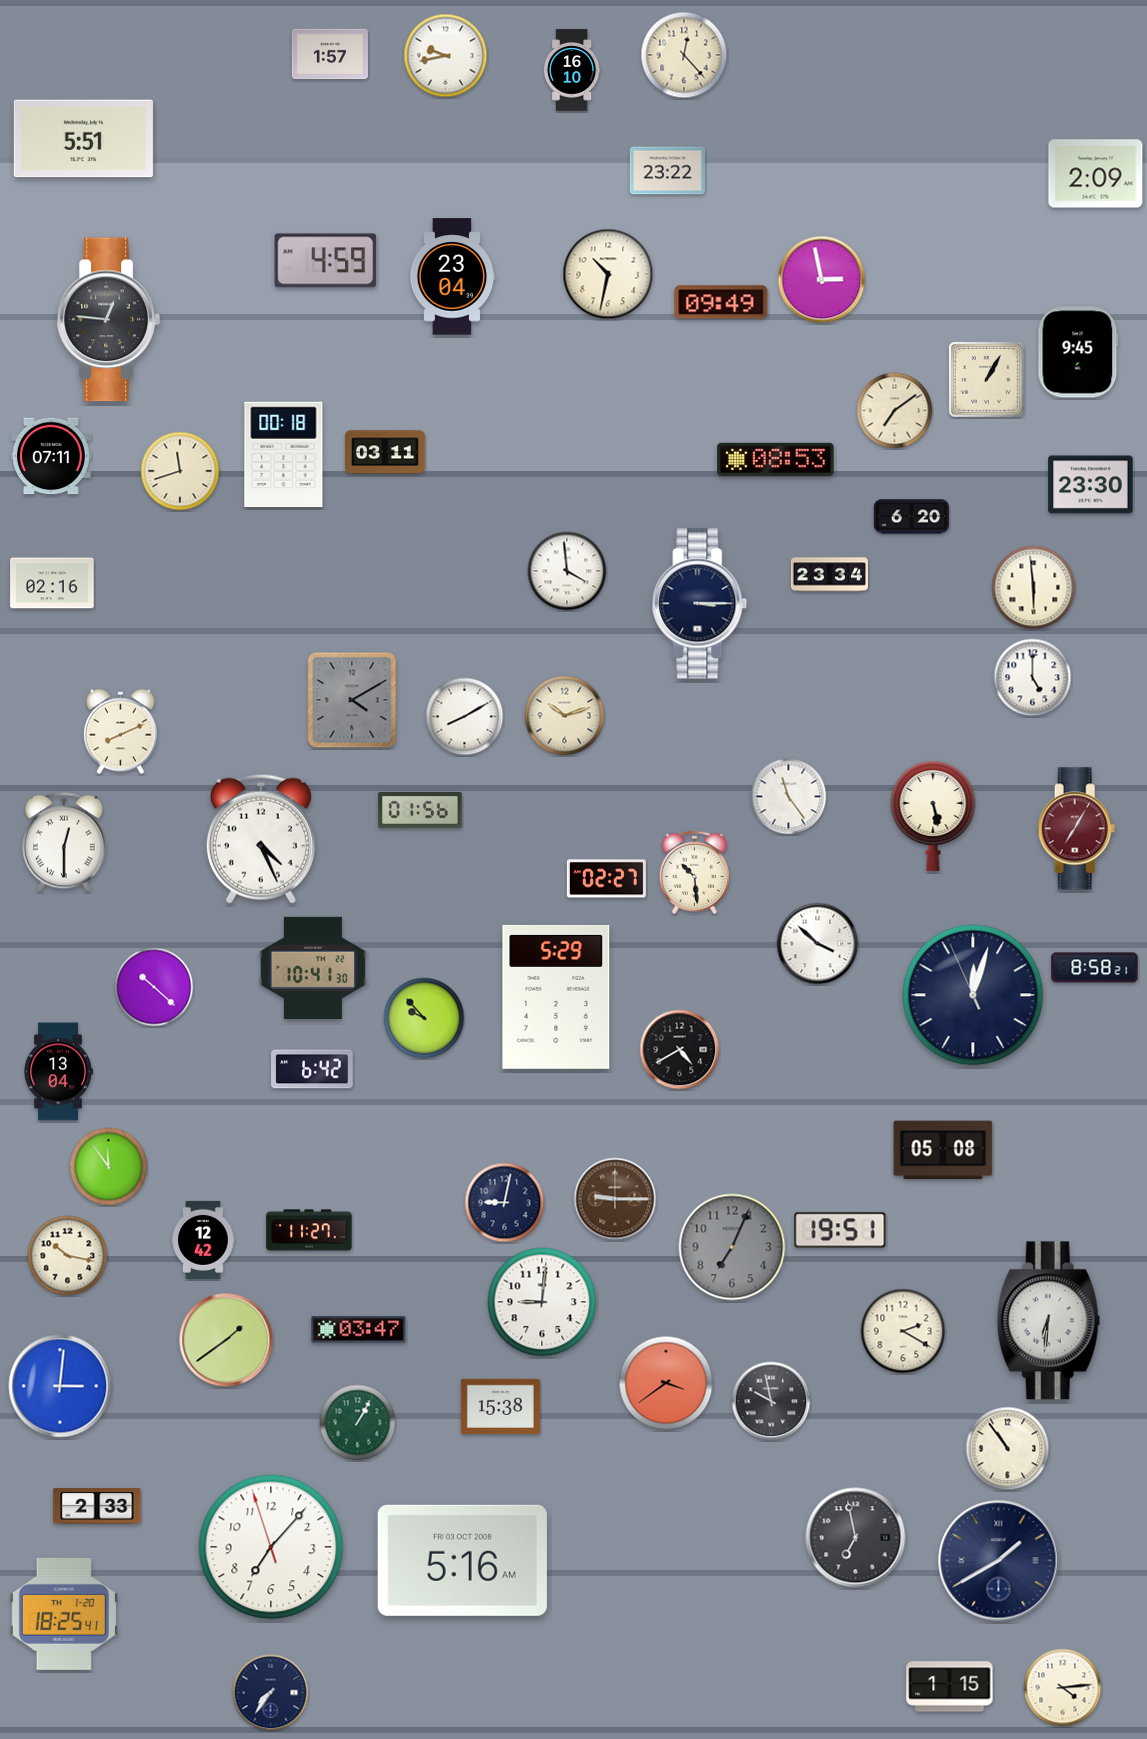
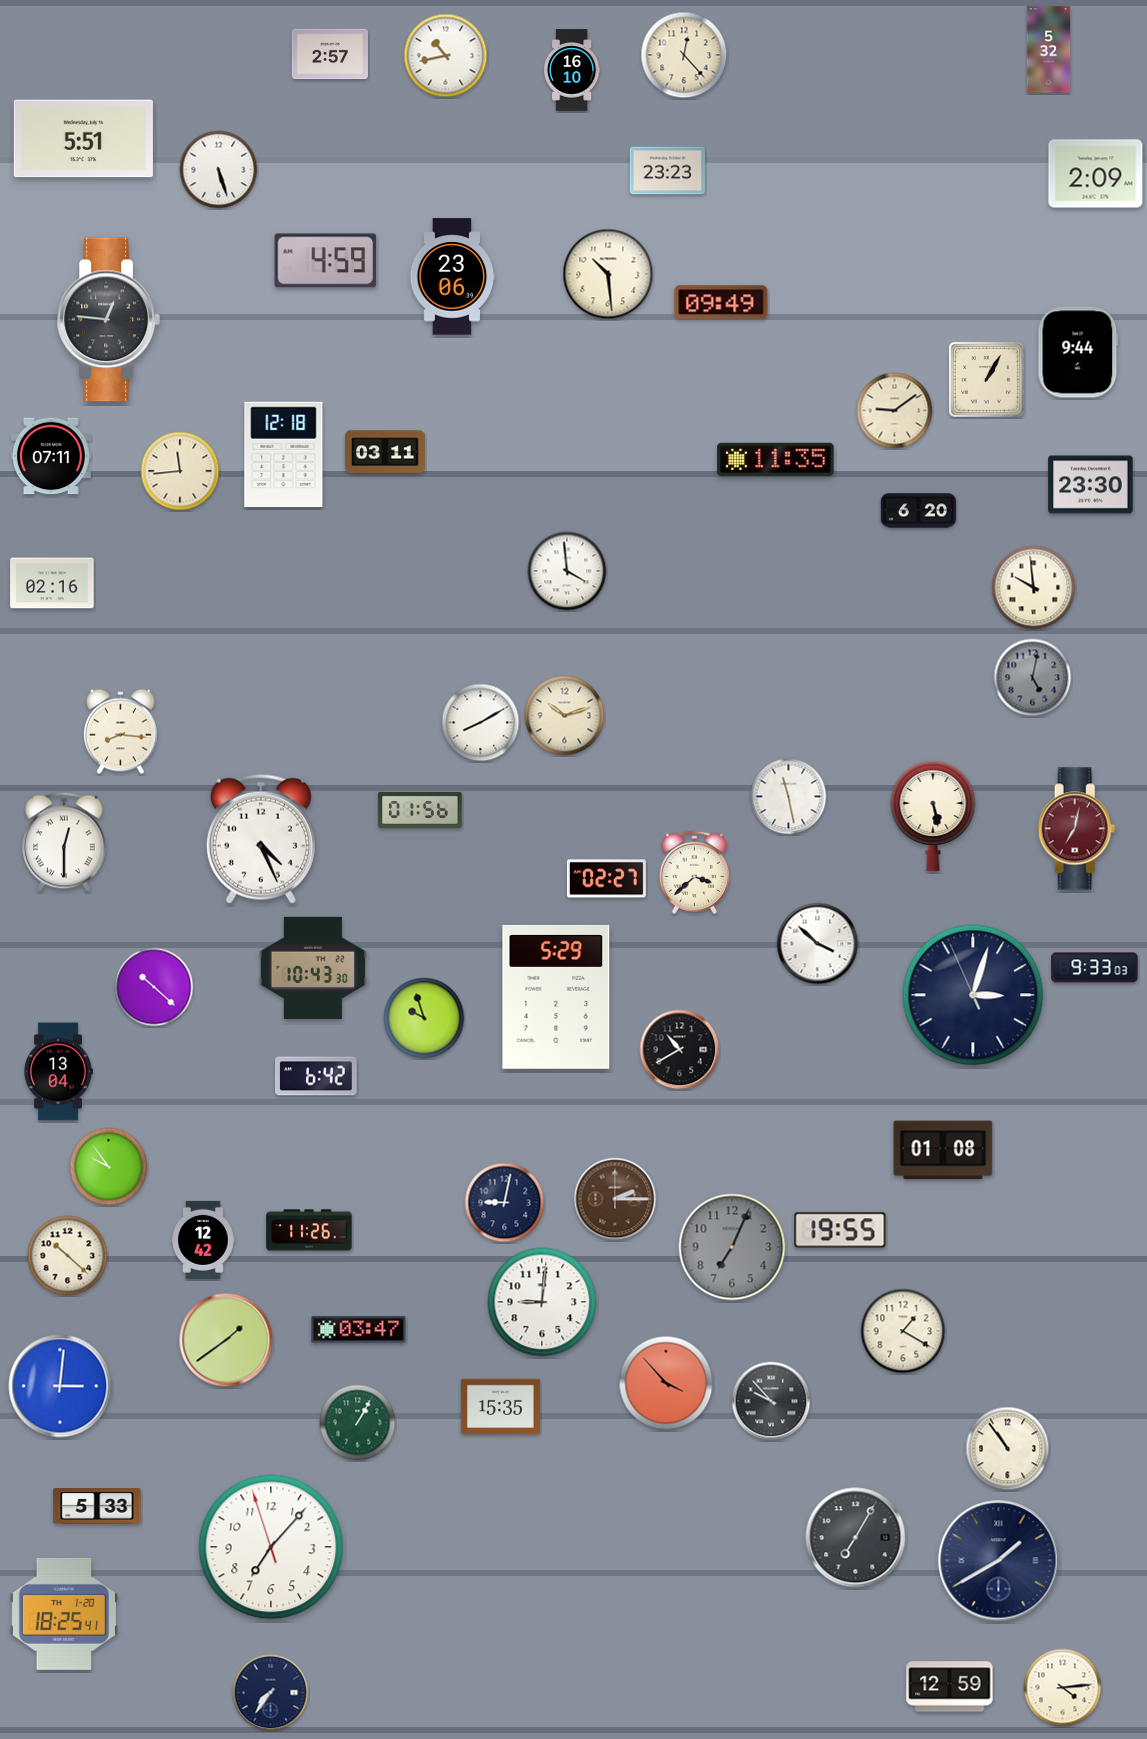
clock at (1049, 50): none -> 5:32
clock at (330, 54): 1:57 -> 2:57
clock at (446, 56): 9:43 -> 10:43
clock at (219, 170): none -> 5:27
clock at (667, 171): 23:22 -> 23:23
clock at (608, 274): 10:32 -> 10:29
clock at (453, 277): 23:04 -> 23:06
clock at (822, 280): 2:58 -> none
clock at (1078, 352): 9:45 -> 9:44
clock at (895, 411): 7:09 -> 9:09
clock at (284, 454): 00:18 -> 12:18
clock at (776, 459): 08:53 -> 11:35
clock at (180, 471): 11:42 -> 11:44
clock at (911, 517) position: (911, 517) -> (918, 511)
clock at (829, 575): 23:34 -> none
clock at (1034, 588): 5:59 -> 9:59
clock at (700, 604): 3:15 -> none
clock at (1033, 678): 5:00 -> 5:02
clock at (1033, 678) dial: white -> grey
clock at (352, 700): 4:10 -> none
clock at (465, 717) position: (465, 717) -> (481, 723)
clock at (120, 732): 8:11 -> 8:16
clock at (789, 797): 11:24 -> 11:28
clock at (1077, 829): 7:05 -> 7:02
clock at (694, 872): 10:29 -> 3:38
clock at (313, 968): 10:41 -> 10:43
clock at (1095, 968): 8:58 -> 9:33
clock at (973, 995): 12:02 -> 3:02
clock at (424, 1018): 9:53 -> 9:57
clock at (680, 1050): 4:40 -> 10:40
clock at (313, 1069) position: (313, 1069) -> (317, 1076)
clock at (943, 1150): 05:08 -> 01:08
clock at (109, 1167): 11:54 -> 9:54
clock at (615, 1199): 9:15 -> 2:15
clock at (309, 1230): 11:27 -> 11:26
clock at (840, 1230): 19:51 -> 19:55
clock at (68, 1256): 10:17 -> 10:22
clock at (1048, 1321): 6:31 -> none
clock at (903, 1331): 2:20 -> 1:20
clock at (666, 1383): 3:39 -> 3:53
clock at (771, 1401): 9:58 -> 9:53
clock at (500, 1406): 15:38 -> 15:35
clock at (97, 1506): 2:33 -> 5:33
clock at (856, 1538): 6:58 -> 7:05
clock at (462, 1560): 5:16 -> none
clock at (950, 1687): 1:15 -> 12:59
